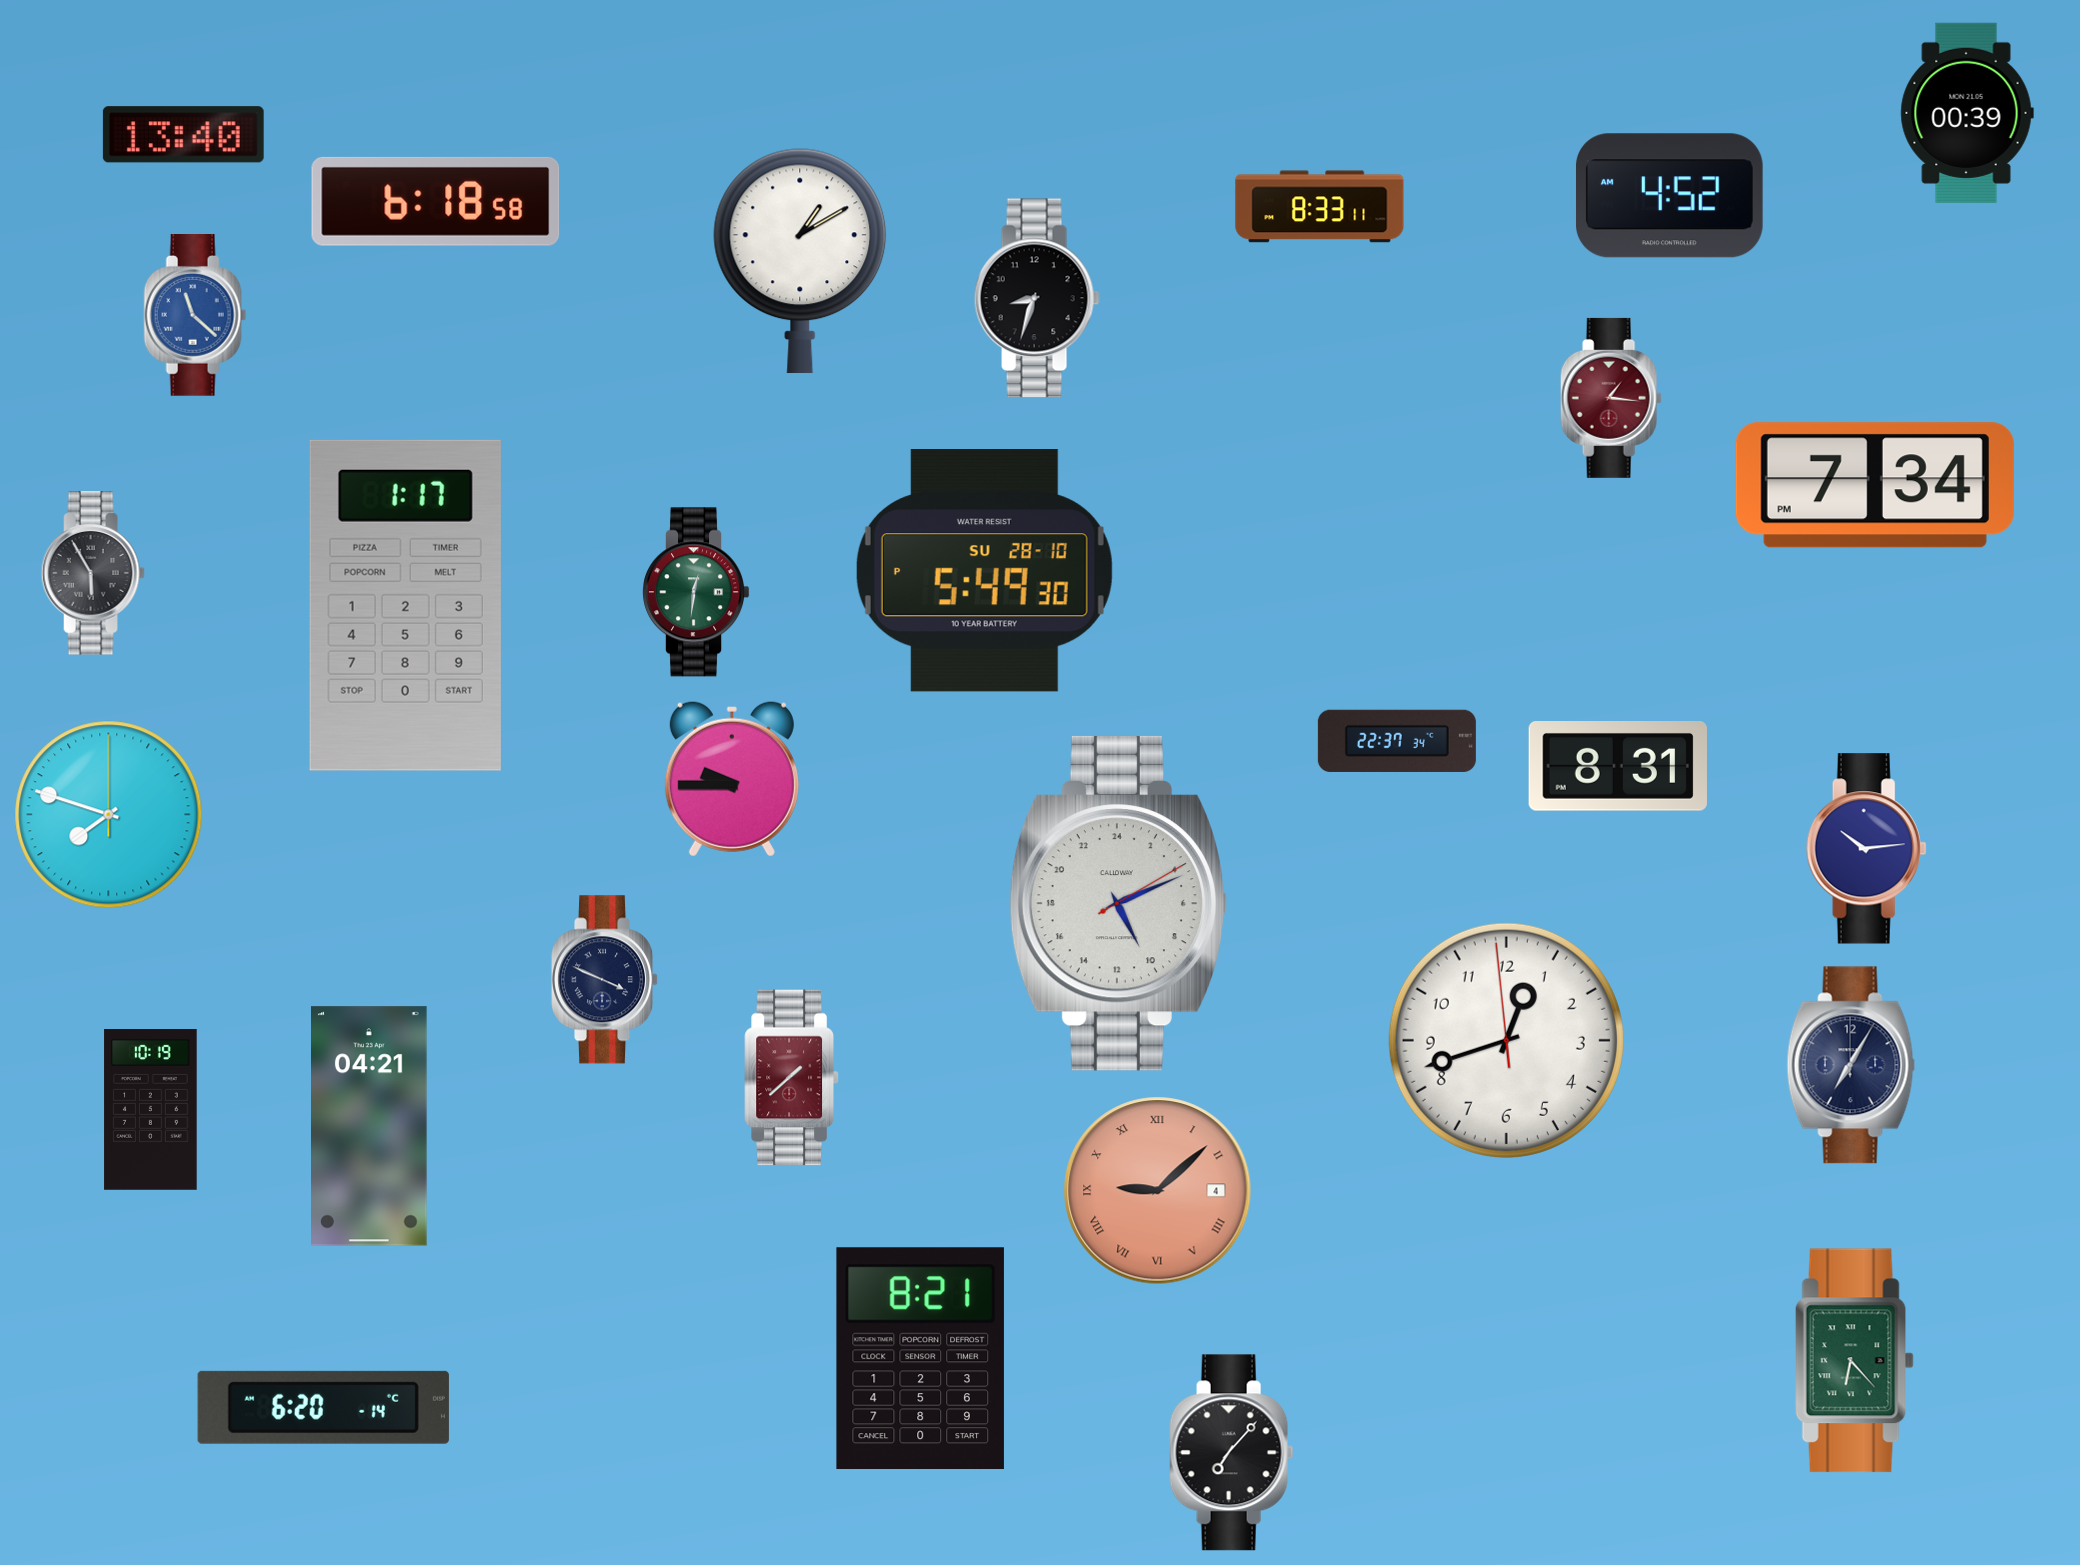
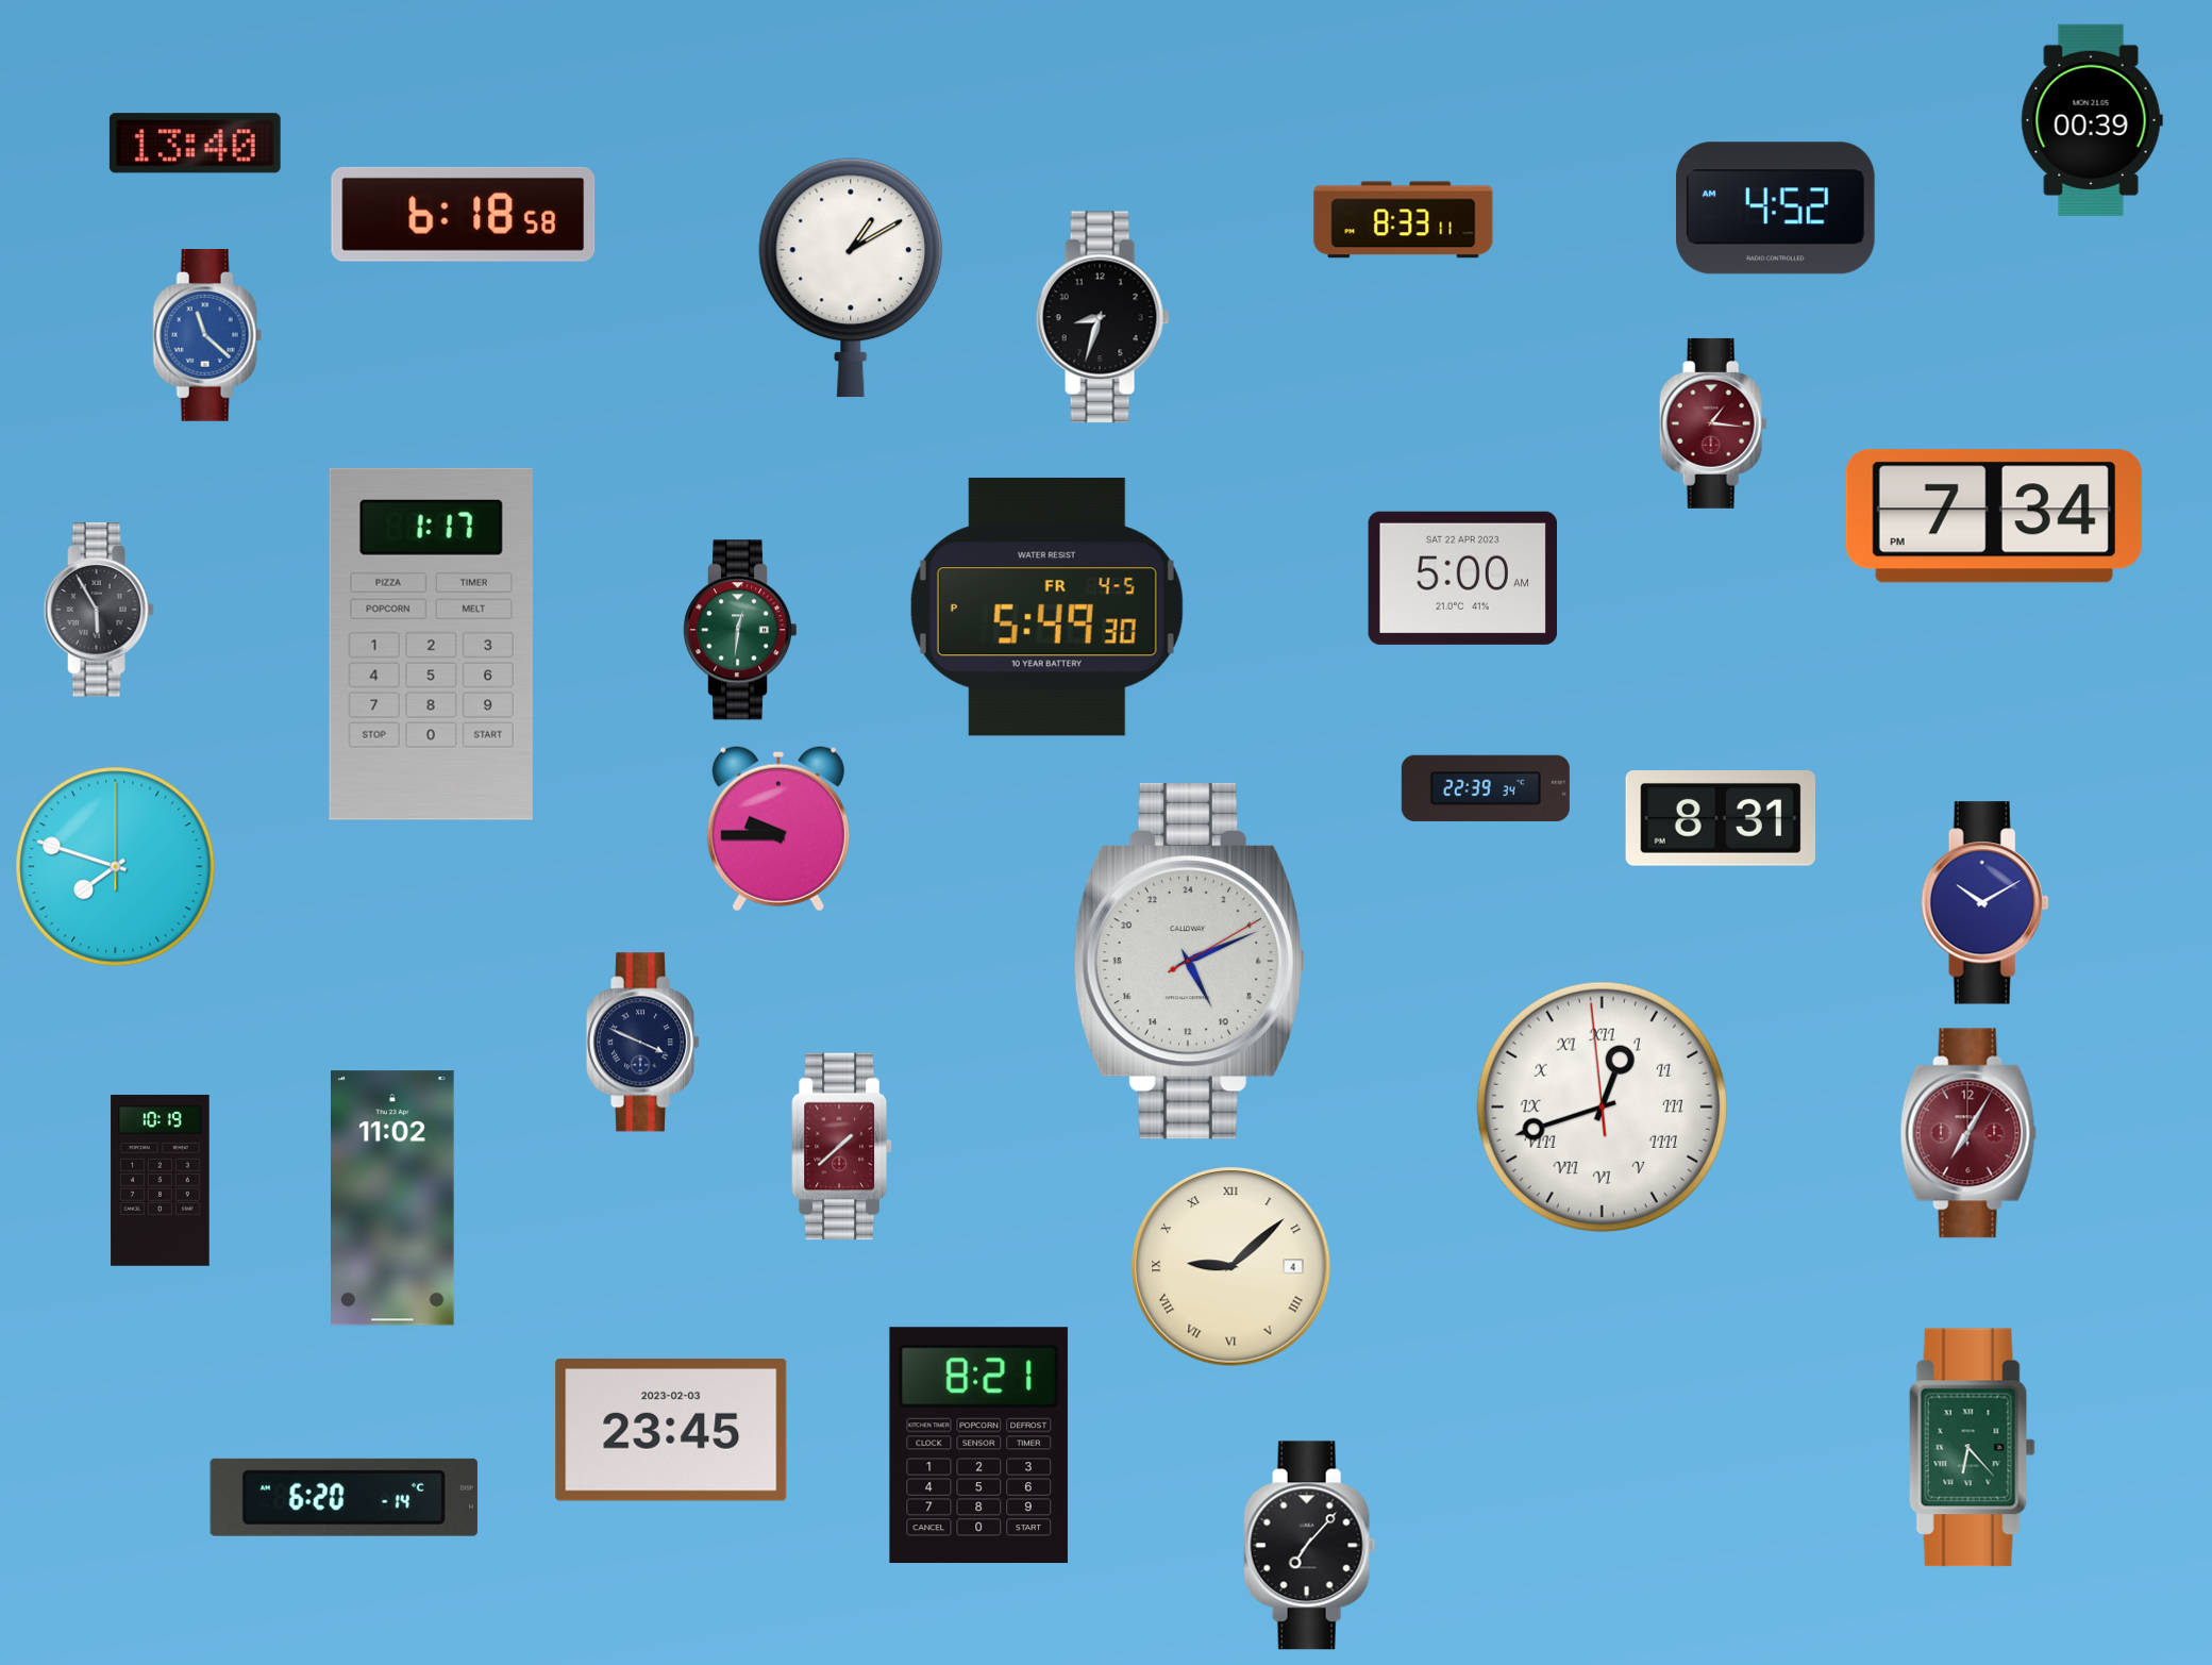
clock at (1462, 578): none -> 5:00
clock at (984, 571) date: SU 28-10 -> FR 4-5
clock at (1397, 741): 22:37 -> 22:39
clock at (1618, 767) position: (1618, 767) -> (1721, 819)
clock at (1866, 849): 10:14 -> 10:10
clock at (1506, 1040) numerals: Arabic -> Roman
clock at (1851, 1065) dial: navy -> burgundy
clock at (370, 1126): 04:21 -> 11:02
clock at (1158, 1191) dial: salmon -> cream
clock at (671, 1431): none -> 23:45
